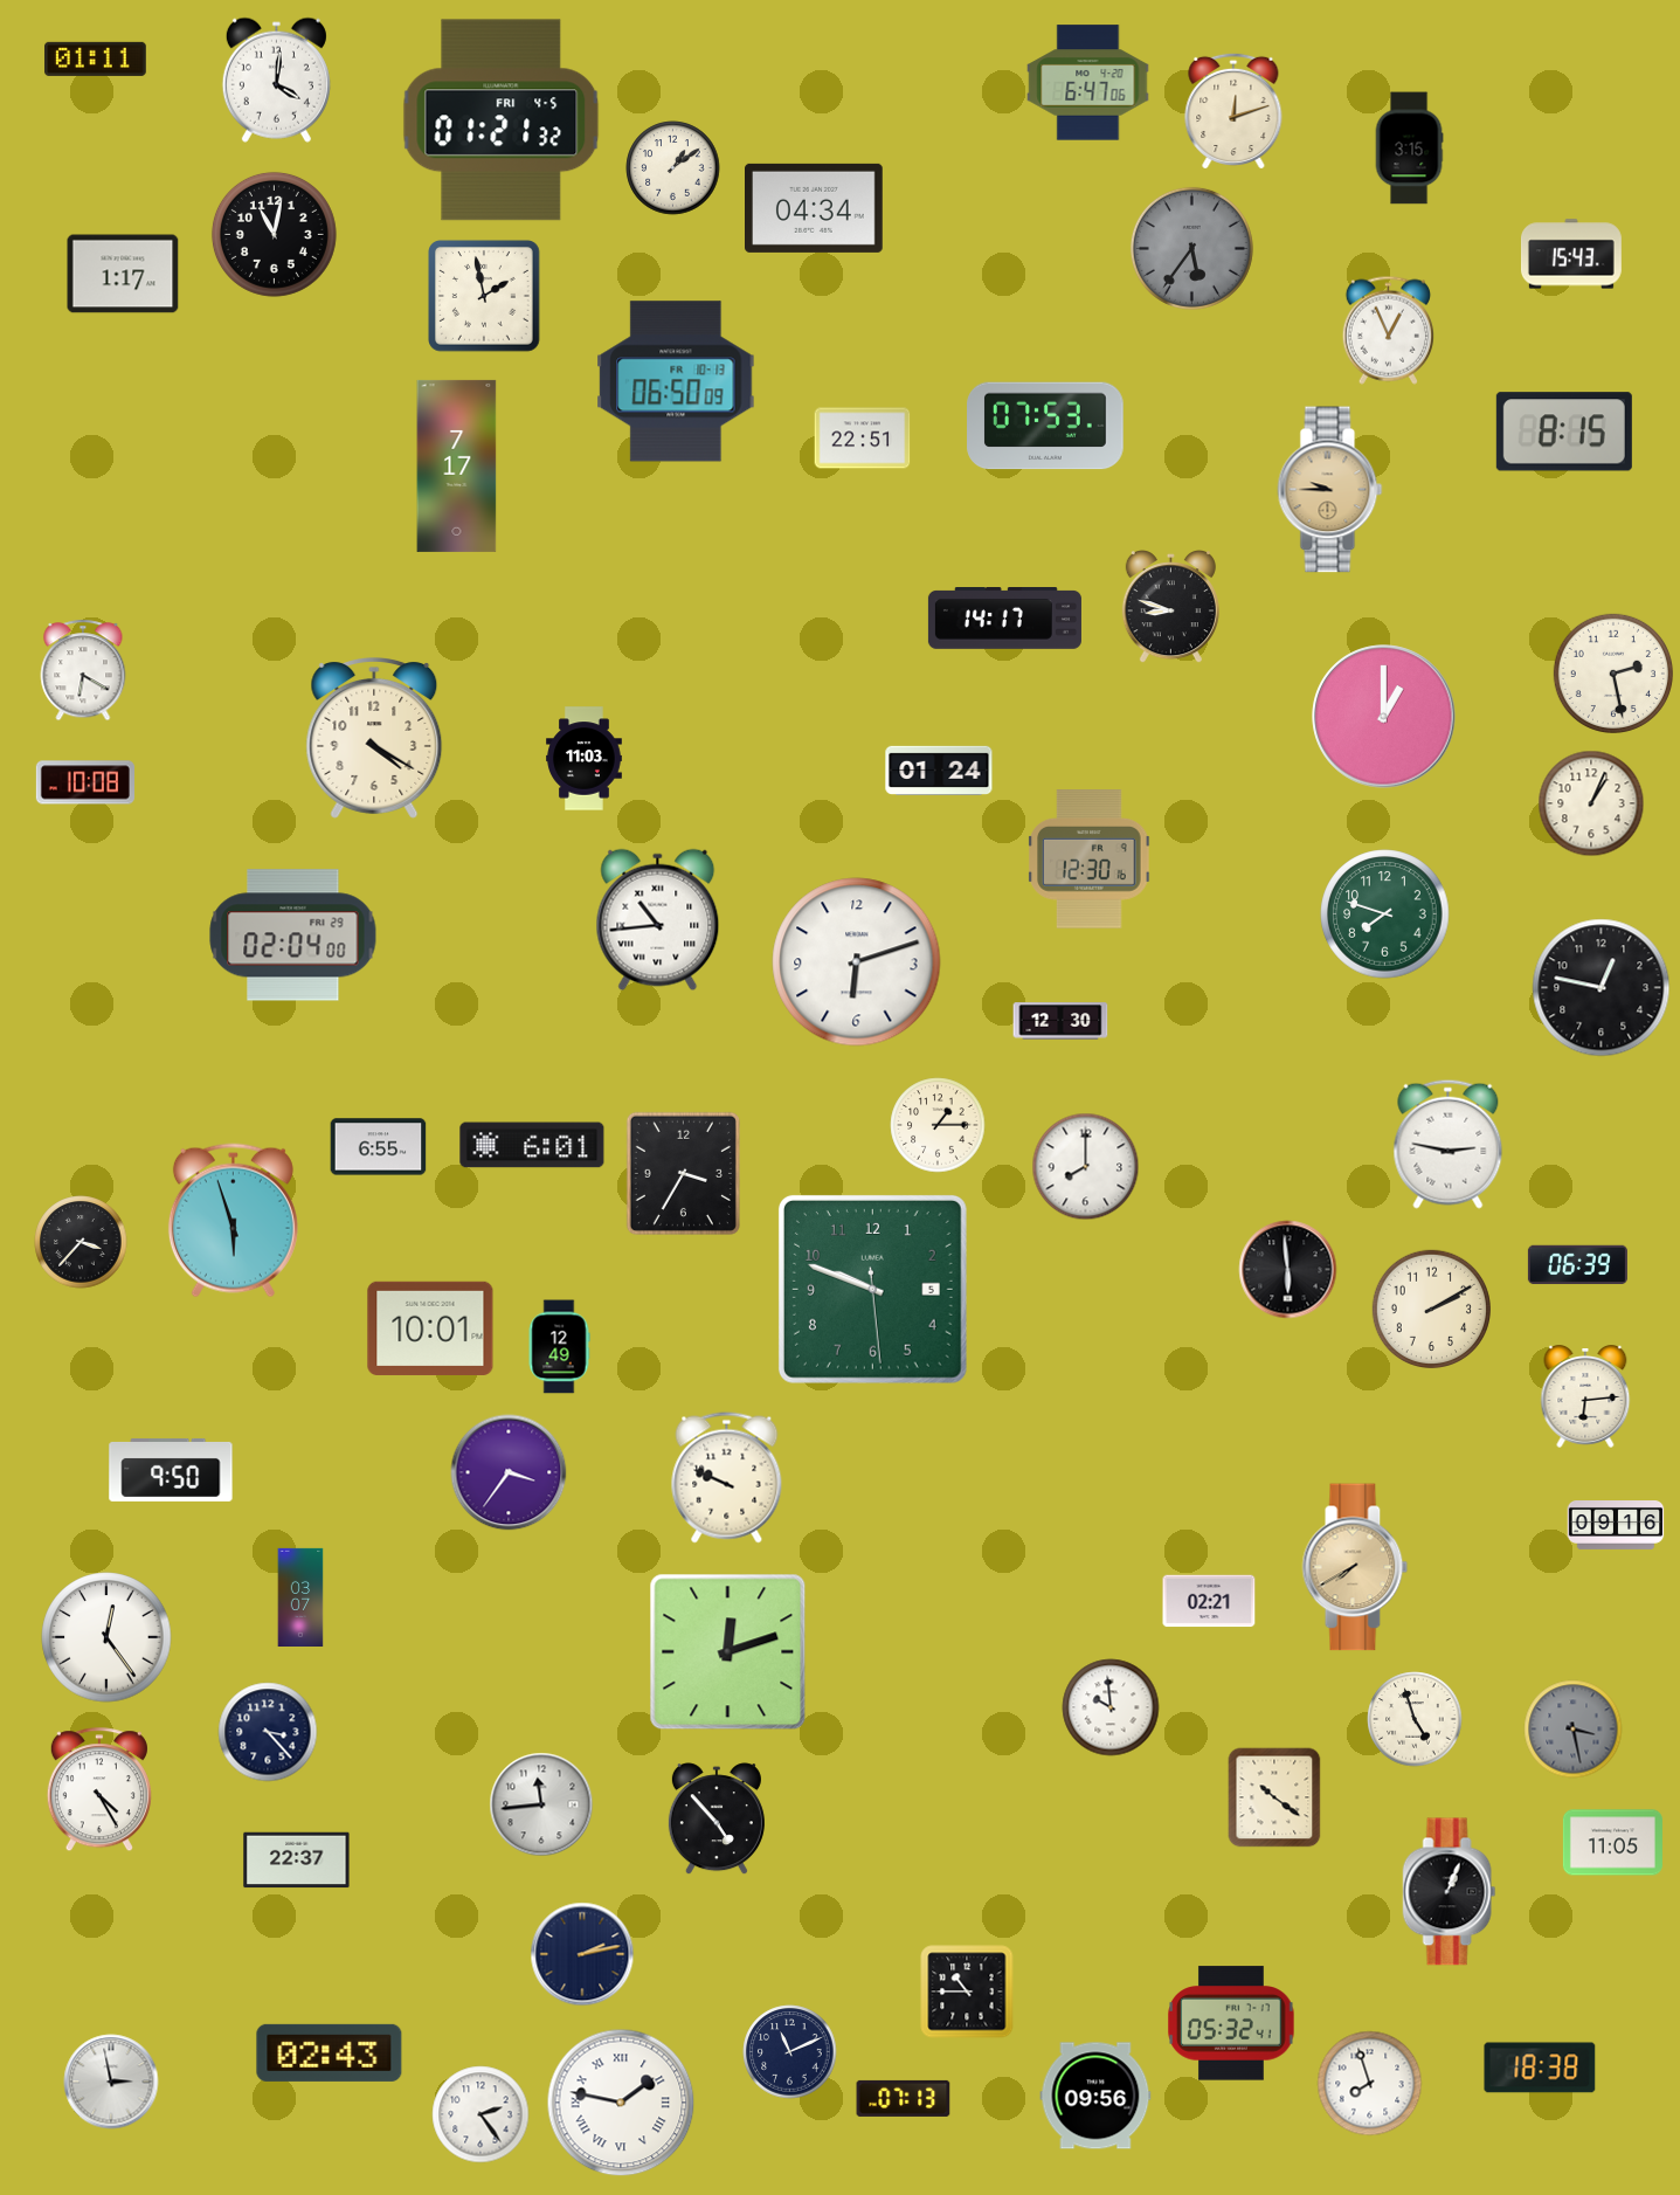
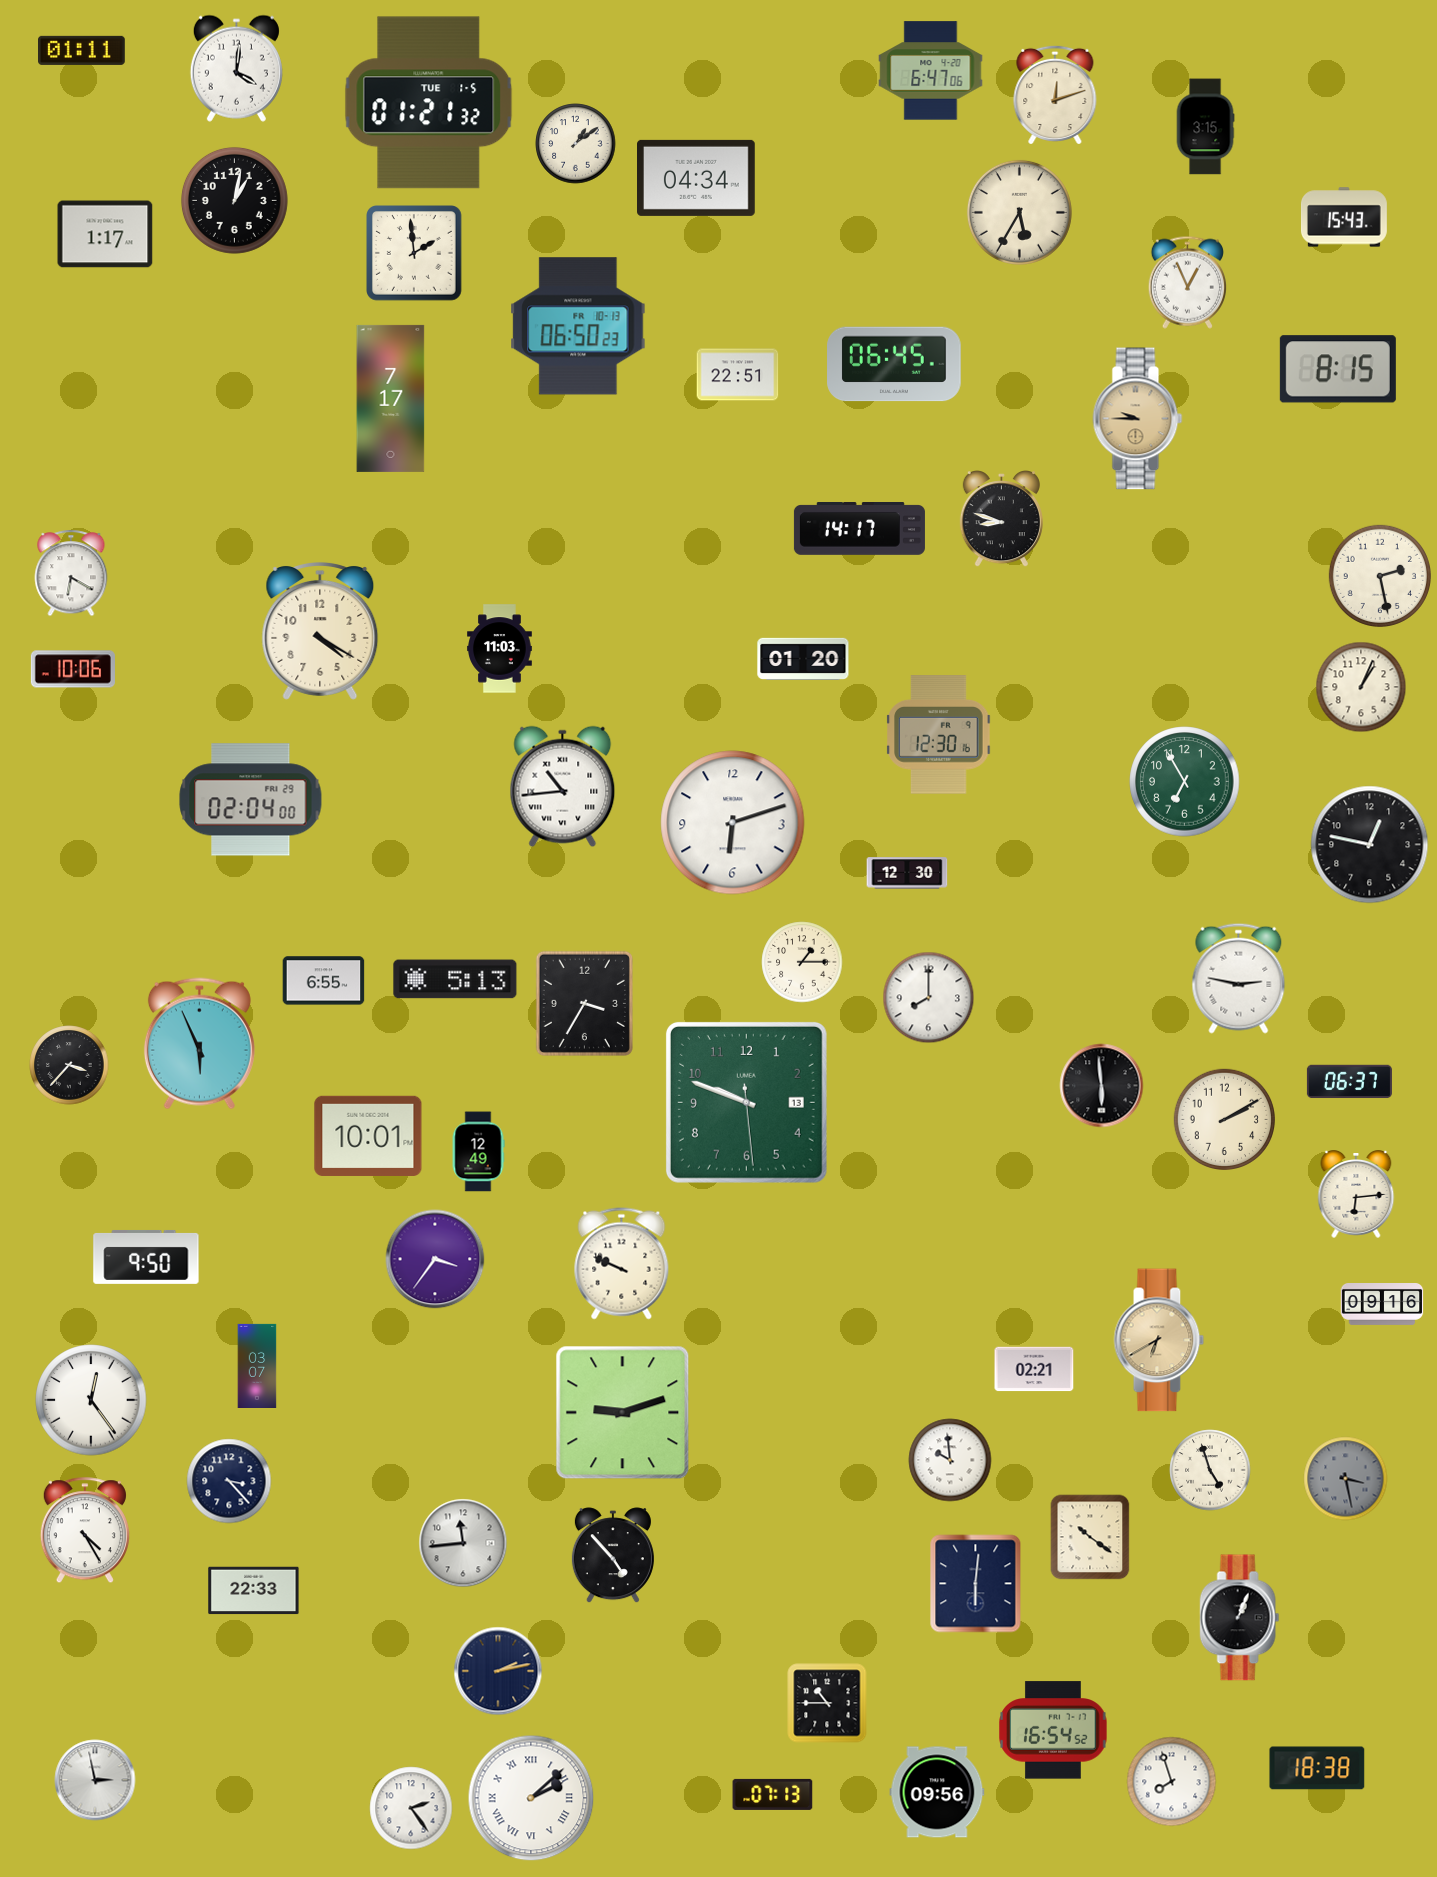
clock at (502, 120) date: FRI 4-5 -> TUE 1-5
clock at (274, 234): 11:02 -> 1:02
clock at (1191, 248): 5:36 -> 5:35
clock at (1191, 248) dial: grey -> cream
clock at (485, 297): 1:58 -> 1:59
clock at (676, 381): 06:50:09 -> 06:50:23
clock at (1045, 426): 07:53 -> 06:45
clock at (1384, 717): 1:00 -> none
clock at (939, 769): 01:24 -> 01:20
clock at (85, 782): 10:08 -> 10:06
clock at (1090, 860) position: (1090, 860) -> (939, 735)
clock at (1385, 914): 7:48 -> 6:55
clock at (532, 1145): 6:01 -> 5:13
clock at (233, 1221): 5:57 -> 5:56
clock at (81, 1242) position: (81, 1242) -> (69, 1065)
clock at (1577, 1265): 06:39 -> 06:37
clock at (872, 1289) date: 5 -> 13
clock at (1355, 1567): 7:40 -> 6:40
clock at (728, 1652): 12:12 -> 9:12
clock at (1612, 1843): 11:05 -> none
clock at (976, 1584): none -> 6:01
clock at (297, 1861): 22:37 -> 22:33
clock at (1231, 2023): 05:32 -> 16:54
clock at (330, 2052): 02:43 -> none
clock at (790, 2052): 11:11 -> none
clock at (621, 2103): 1:47 -> 2:08
